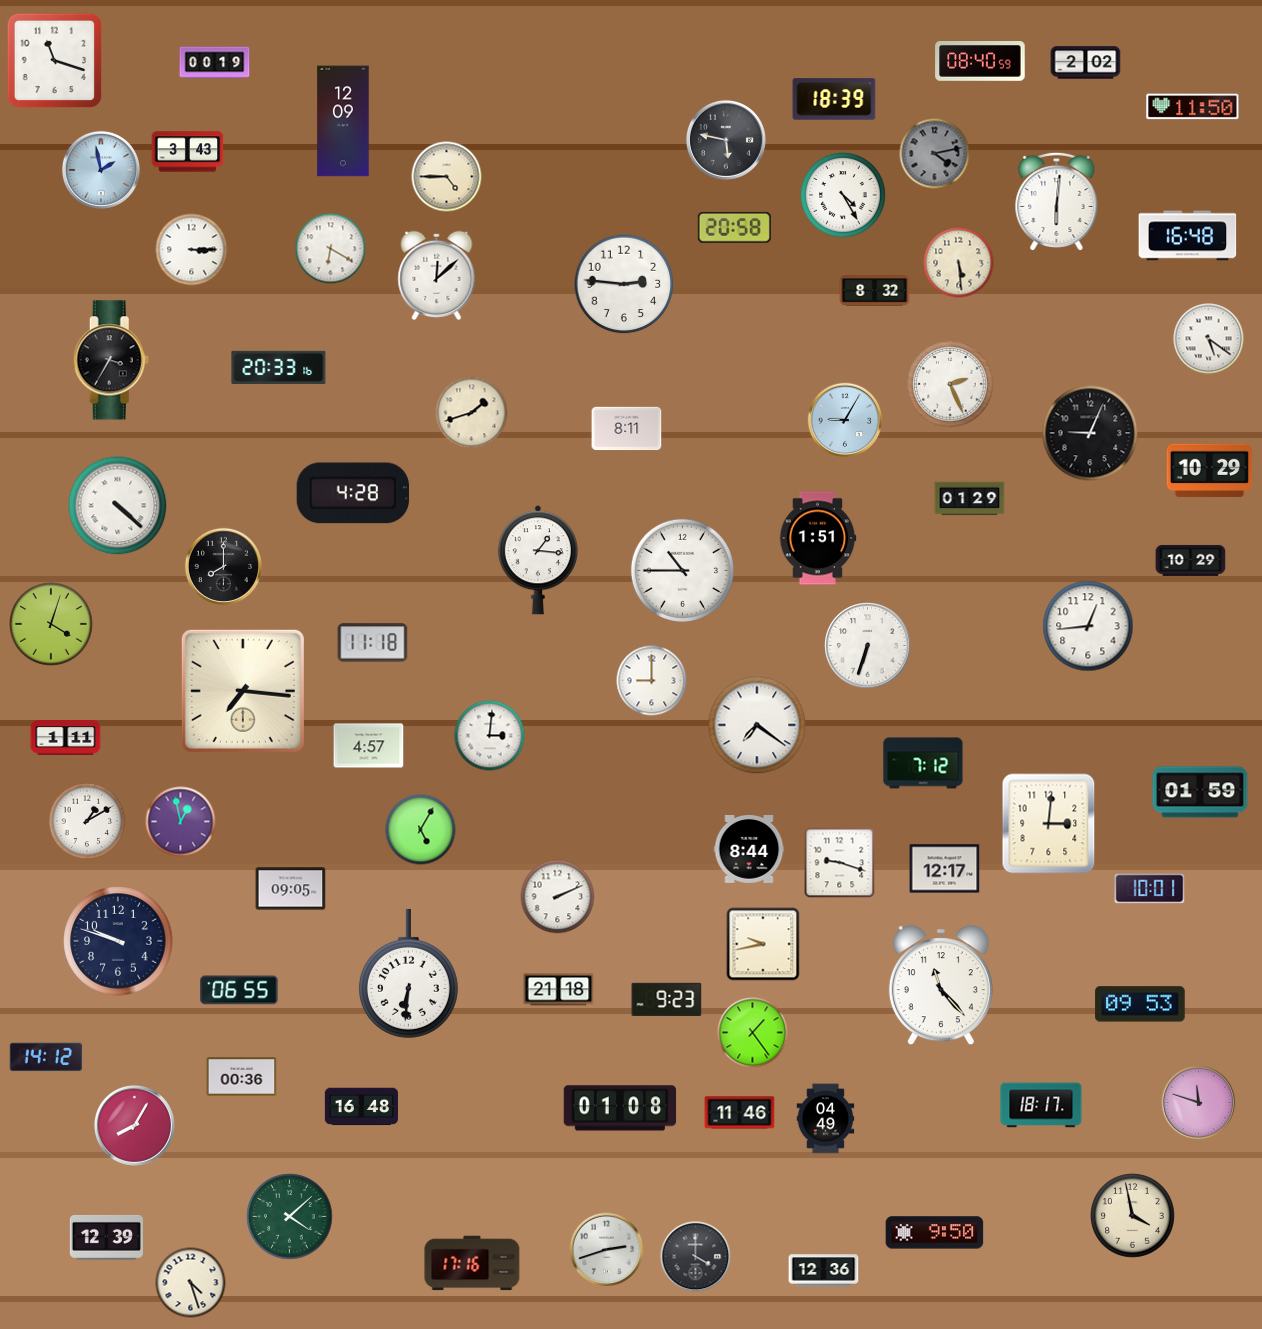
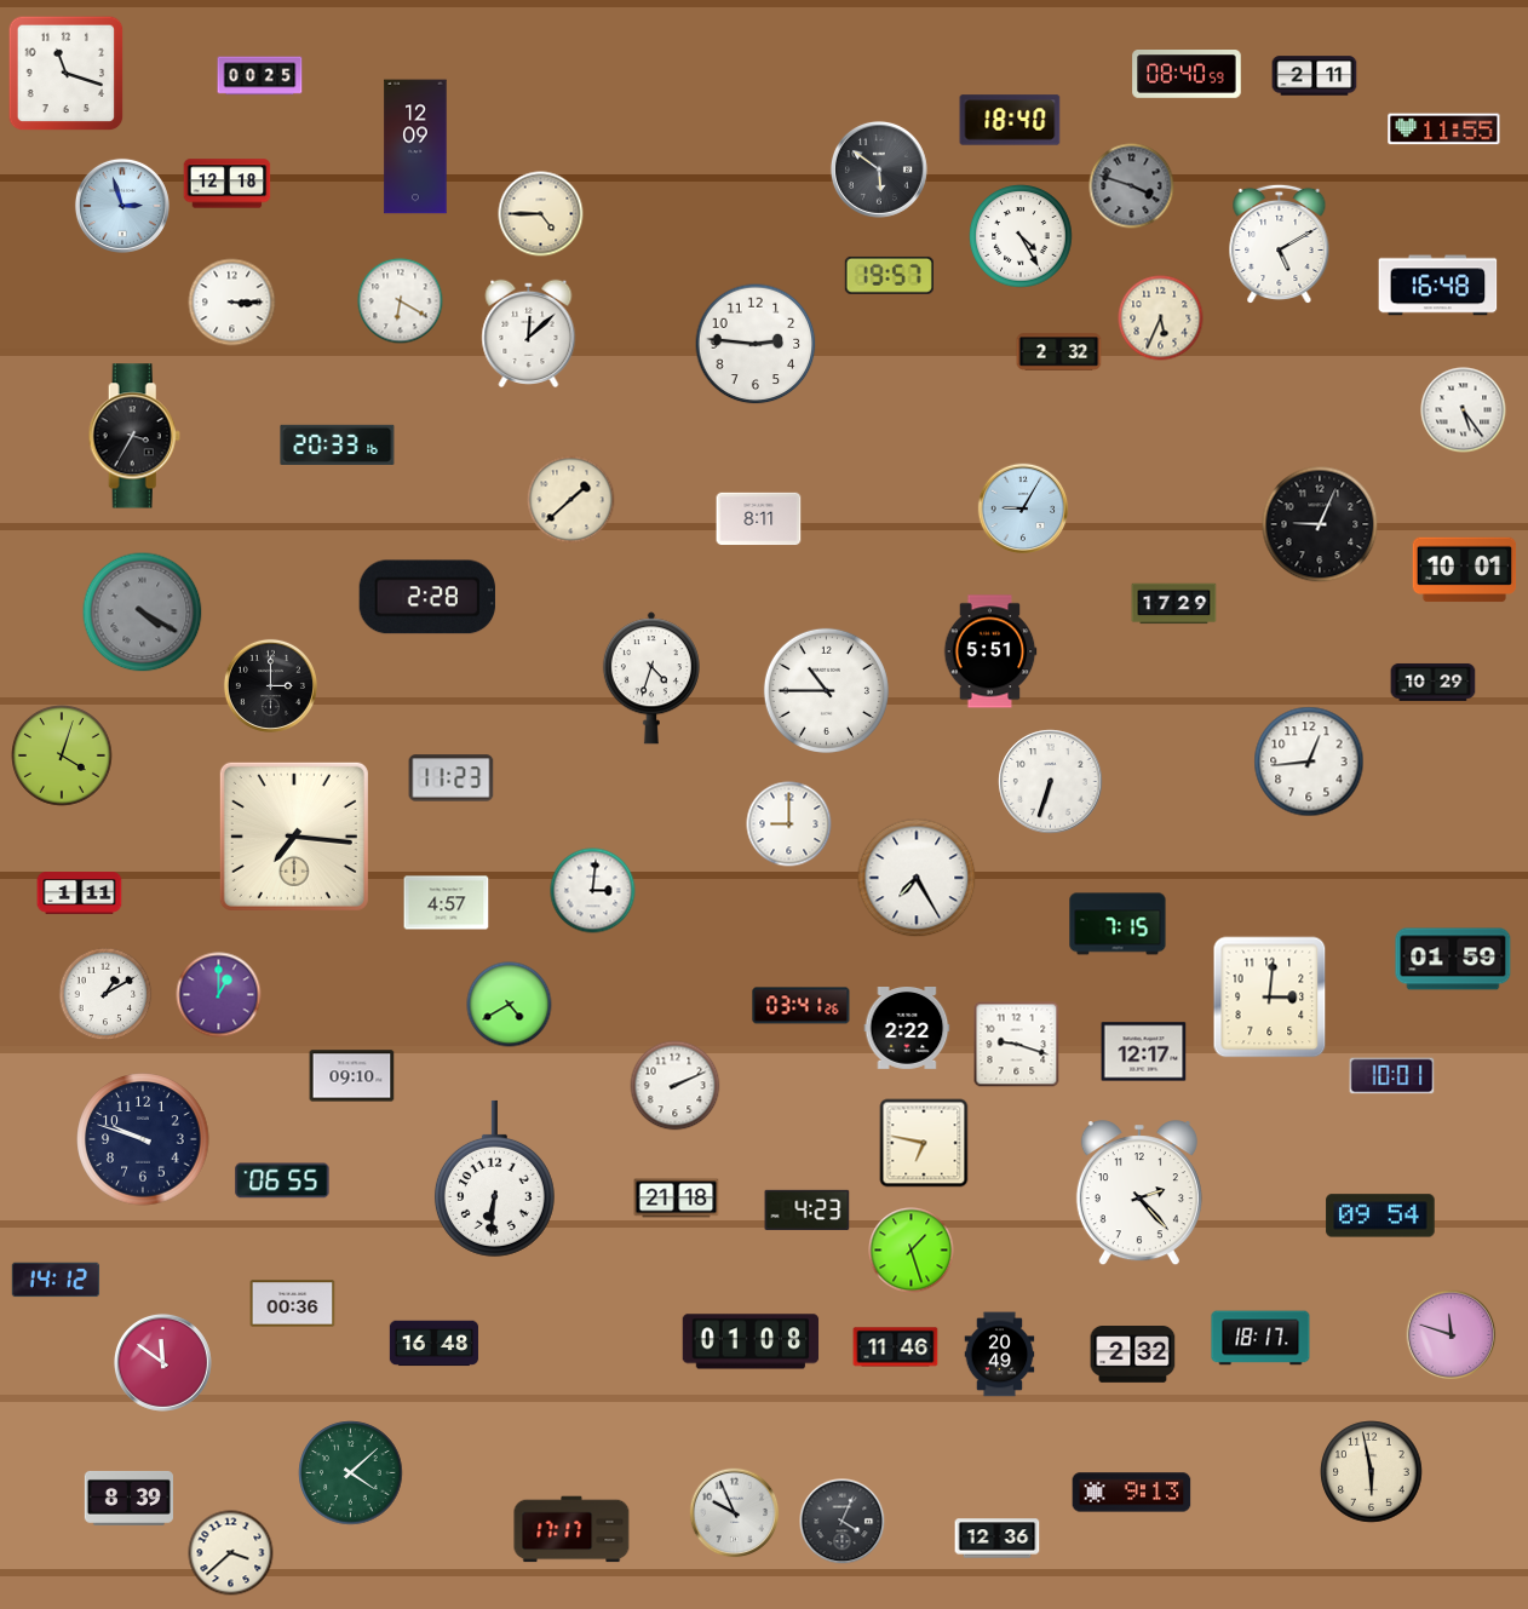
clock at (215, 63): 00:19 -> 00:25
clock at (1086, 63): 2:02 -> 2:11
clock at (834, 99): 18:39 -> 18:40
clock at (1193, 107): 11:50 -> 11:55
clock at (726, 140): 5:47 -> 5:51
clock at (188, 152): 3:43 -> 12:18
clock at (935, 154): 4:13 -> 3:48
clock at (101, 170): 1:58 -> 2:57
clock at (1057, 202): 6:01 -> 5:10
clock at (734, 227): 20:58 -> 19:57
clock at (959, 263): 5:29 -> 5:34
clock at (875, 291): 8:32 -> 2:32
clock at (1209, 339): 5:21 -> 5:24
clock at (950, 384): 2:26 -> none
clock at (472, 413): 1:42 -> 1:38
clock at (1210, 471): 10:29 -> 10:01
clock at (353, 493): 4:28 -> 2:28
clock at (970, 499): 01:29 -> 17:29
clock at (118, 506): 4:22 -> 4:20
clock at (118, 506) dial: white -> grey
clock at (818, 538): 1:51 -> 5:51
clock at (538, 560): 1:16 -> 4:33
clock at (1191, 560) position: (1191, 560) -> (1434, 682)
clock at (223, 566): 8:00 -> 3:00
clock at (1088, 626) position: (1088, 626) -> (1309, 762)
clock at (373, 643): 11:18 -> 11:23
clock at (757, 725): 7:21 -> 7:25
clock at (923, 763): 7:12 -> 7:15
clock at (181, 822): 12:58 -> 1:00
clock at (421, 830): 5:05 -> 4:40
clock at (802, 1006): none -> 03:41
clock at (749, 850): 8:44 -> 2:22
clock at (291, 889): 09:05 -> 09:10
clock at (763, 944): 9:43 -> 6:47
clock at (941, 986): 11:23 -> 2:23
clock at (239, 990) position: (239, 990) -> (282, 1180)
clock at (667, 999): 9:23 -> 4:23
clock at (1140, 1004): 09:53 -> 09:54
clock at (753, 1033): 1:24 -> 1:27
clock at (361, 1107) position: (361, 1107) -> (433, 1344)
clock at (826, 1119): 04:49 -> 20:49
clock at (1133, 1355): none -> 2:32
clock at (134, 1125): 8:05 -> 11:51
clock at (1133, 1216): 3:58 -> 5:58
clock at (935, 1233): 9:50 -> 9:13
clock at (106, 1237): 12:39 -> 8:39
clock at (607, 1250): 2:42 -> 9:56
clock at (696, 1257): 4:00 -> 4:04
clock at (472, 1263): 17:16 -> 17:17
clock at (191, 1283): 4:27 -> 3:38
